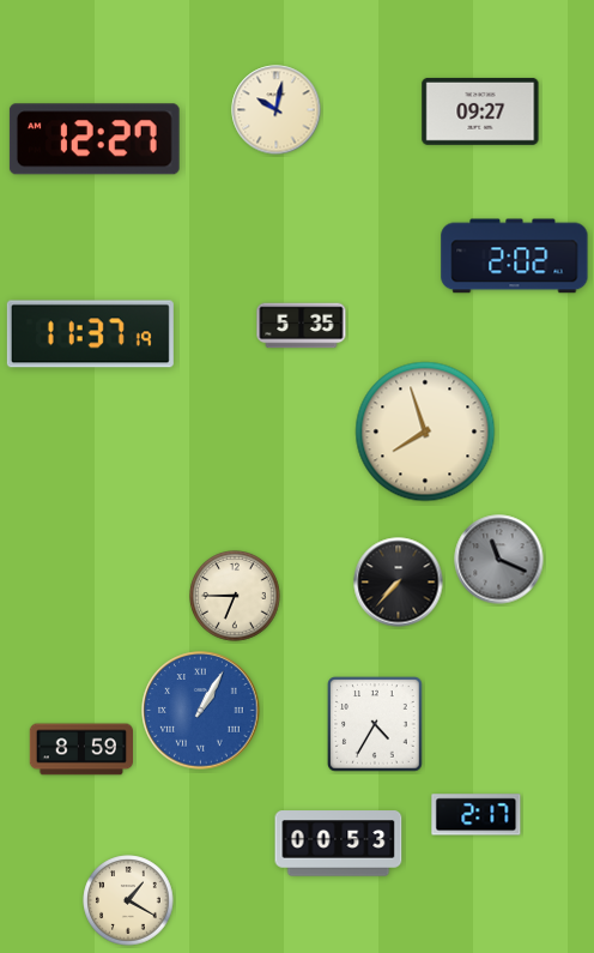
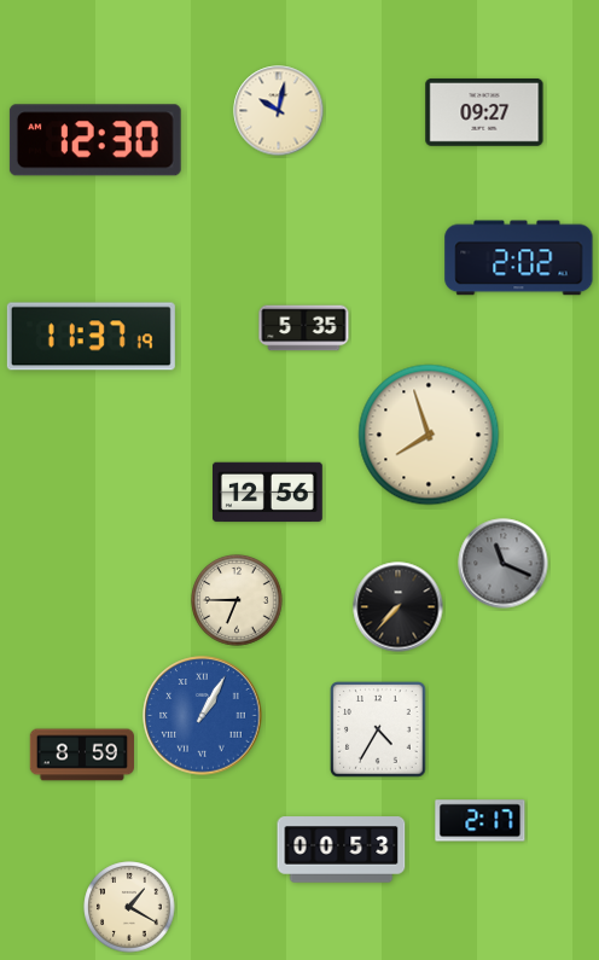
clock at (95, 139): 12:27 -> 12:30
clock at (268, 493): none -> 12:56
clock at (399, 583) position: (399, 583) -> (399, 607)
